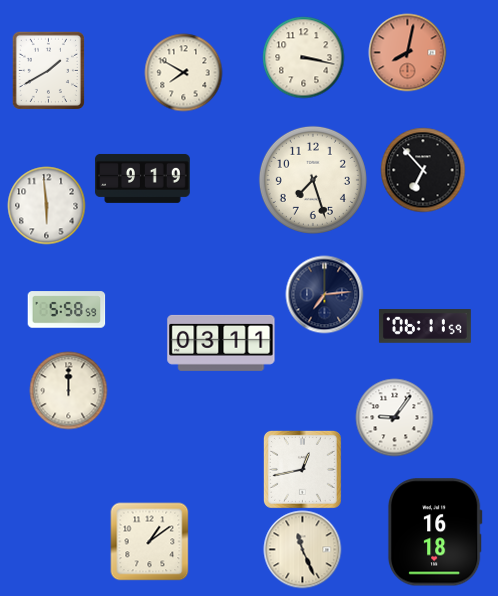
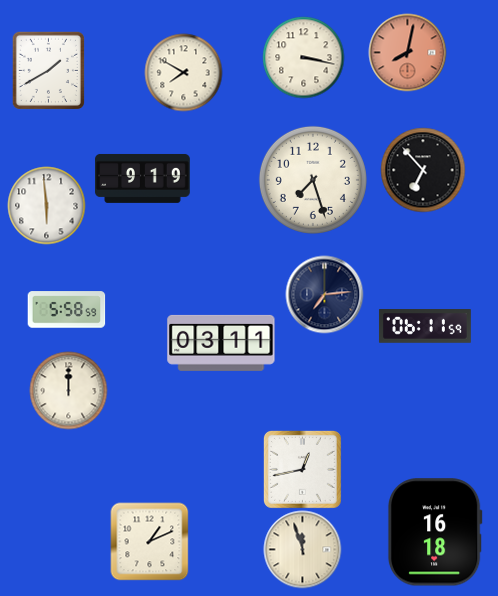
clock at (394, 417): 9:06 -> none
clock at (149, 541): 1:09 -> 1:11
clock at (302, 549): 11:26 -> 11:57
